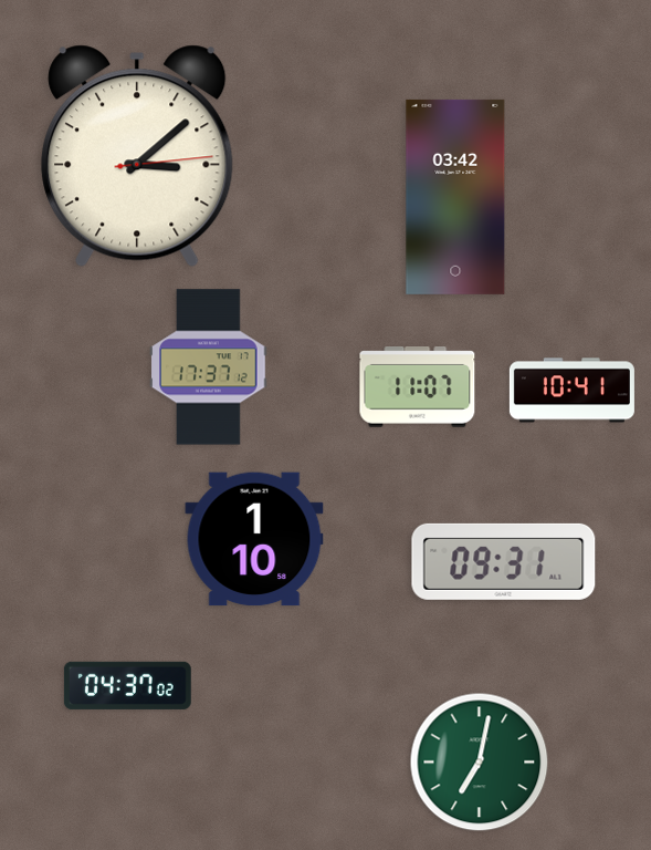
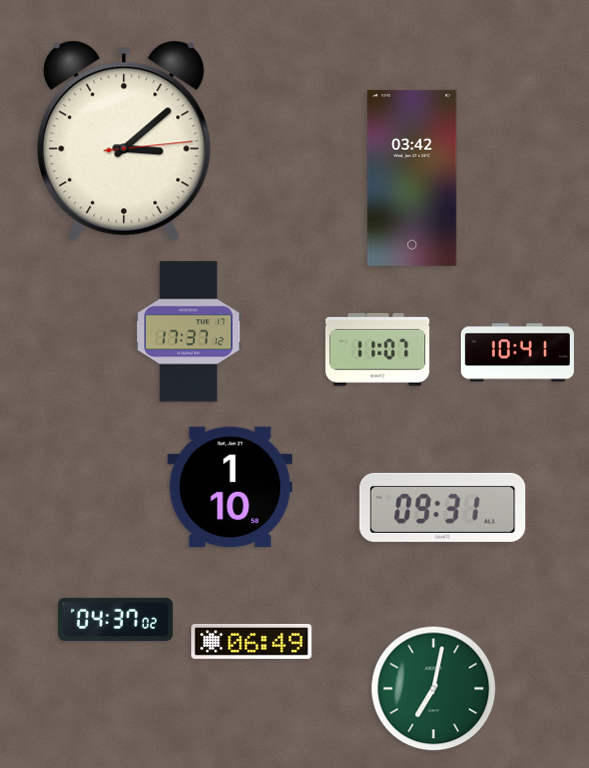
clock at (504, 561) position: (504, 561) -> (443, 507)
clock at (252, 641): none -> 06:49
